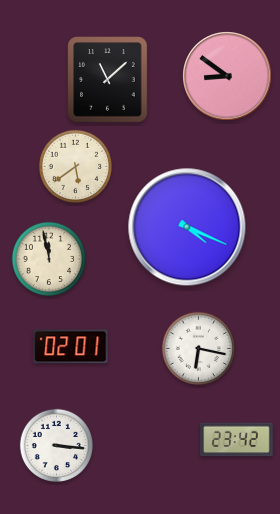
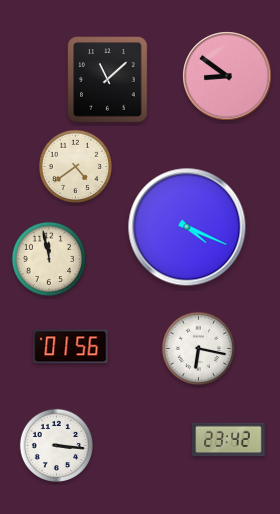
clock at (76, 167): 5:39 -> 4:39
clock at (71, 347): 02:01 -> 01:56
clock at (237, 440) position: (237, 440) -> (229, 440)
